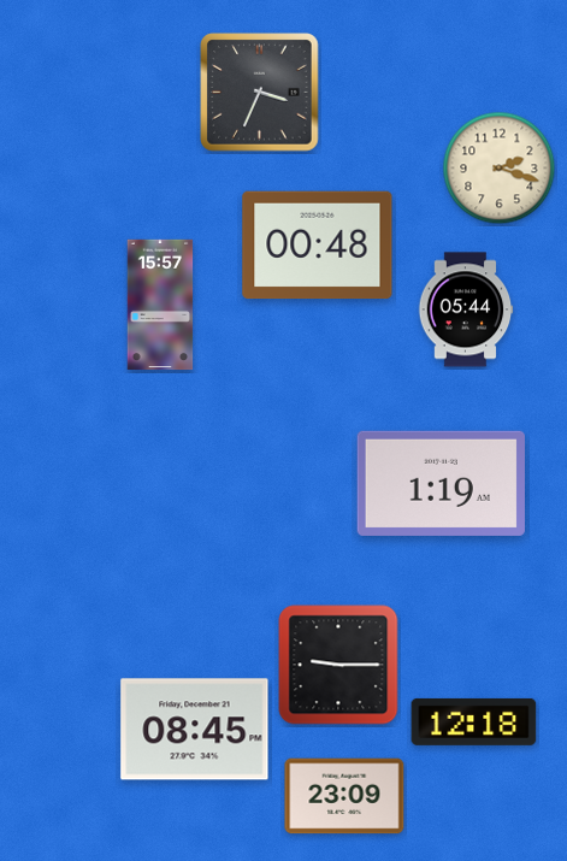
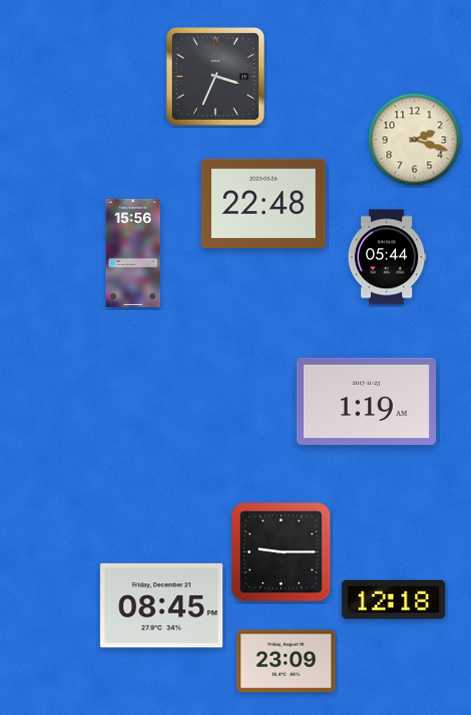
clock at (318, 246): 00:48 -> 22:48
clock at (160, 305): 15:57 -> 15:56
